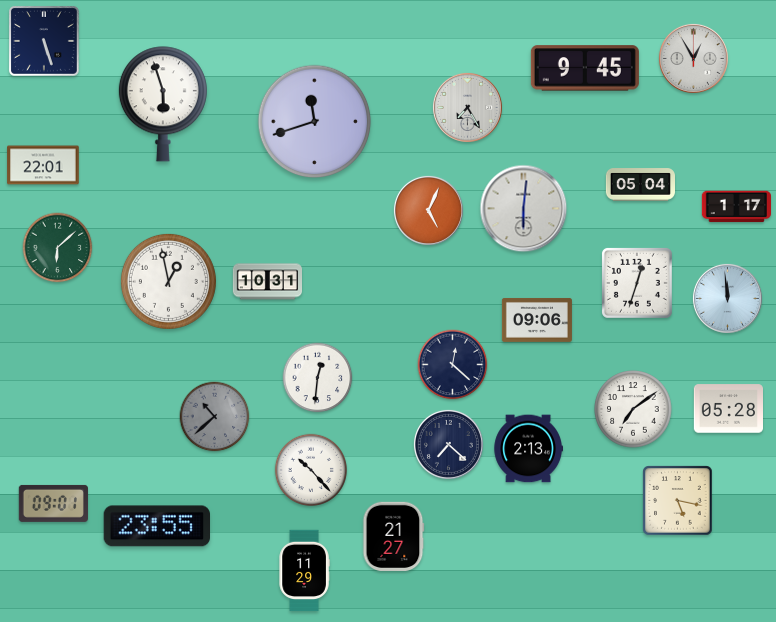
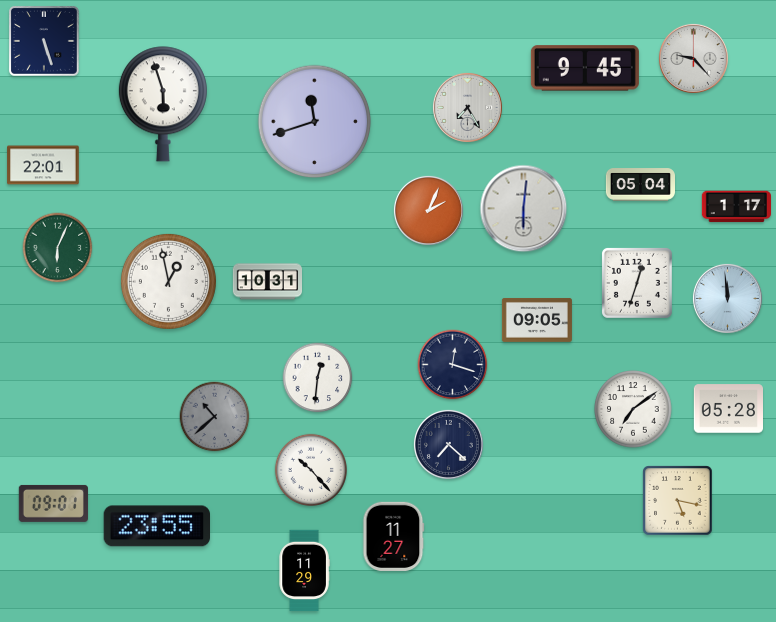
clock at (693, 58): 12:55 -> 9:23
clock at (428, 210): 5:04 -> 2:04
clock at (58, 248): 6:08 -> 6:04
clock at (537, 320): 09:06 -> 09:05
clock at (453, 365): 12:22 -> 12:18
clock at (528, 449): 2:13 -> none
clock at (394, 536): 21:27 -> 11:27
